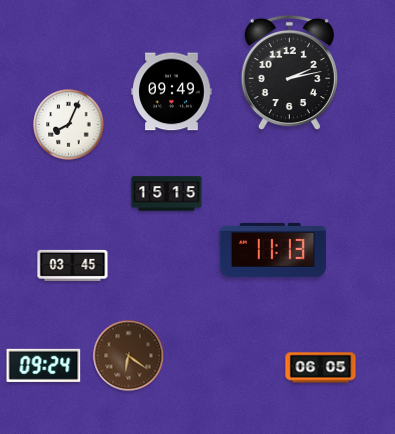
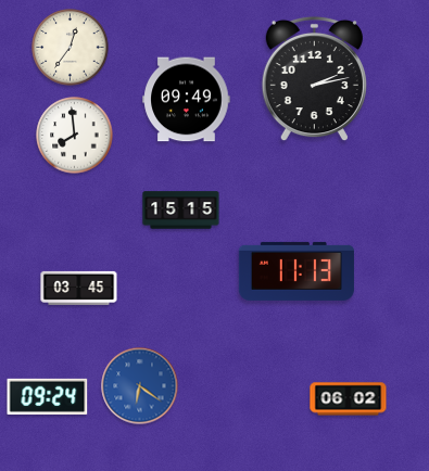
clock at (71, 48): none -> 12:36
clock at (69, 125): 8:04 -> 7:59
clock at (129, 356) dial: brown -> blue
clock at (321, 368): 06:05 -> 06:02
